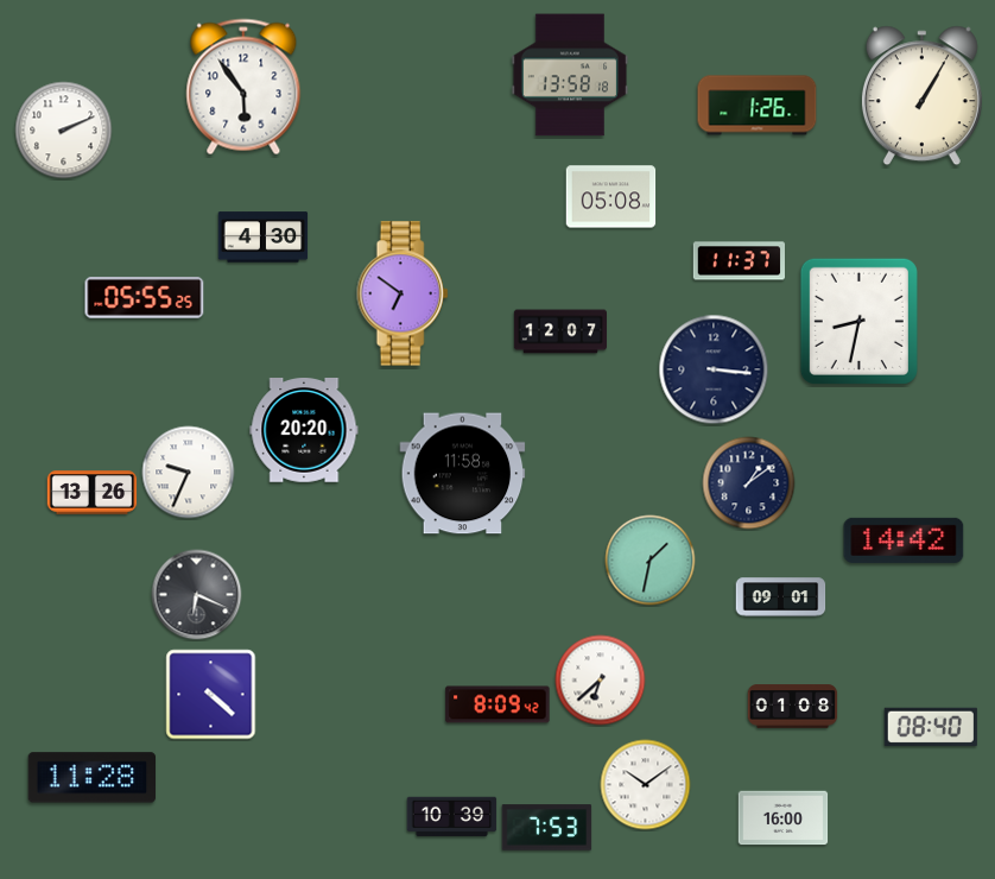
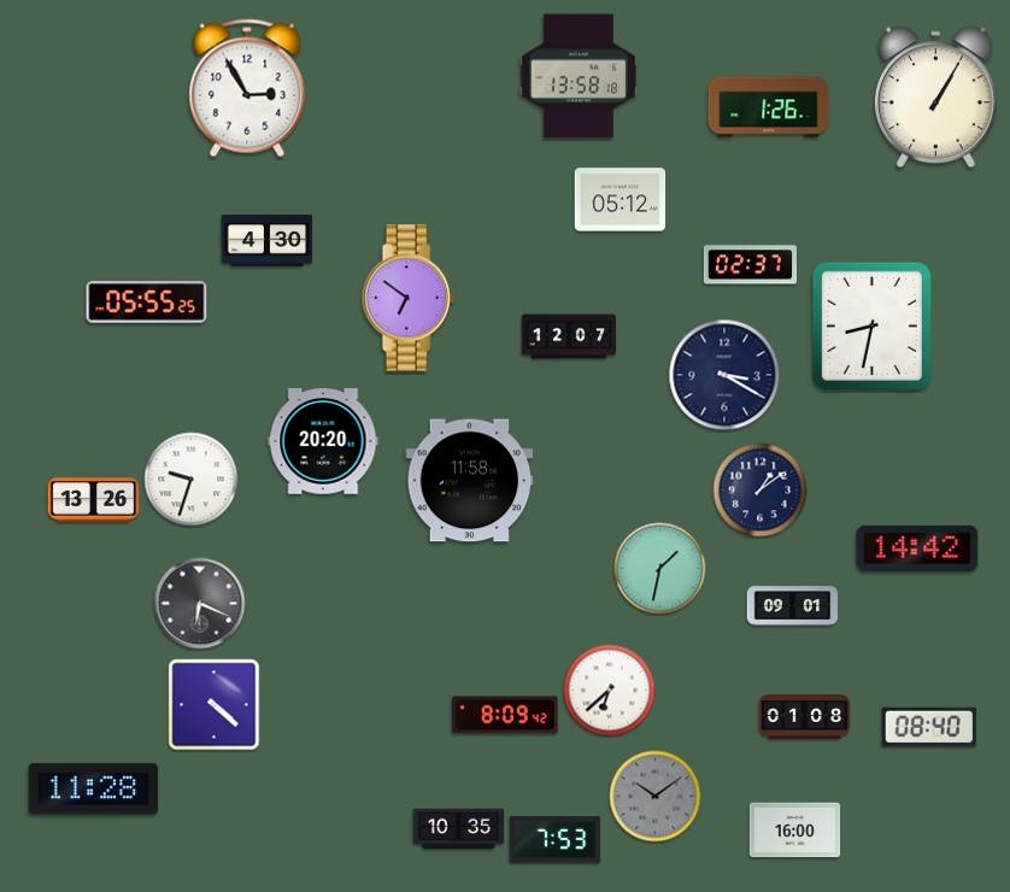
clock at (243, 87): 5:54 -> 2:55
clock at (64, 131): 2:11 -> none
clock at (611, 197): 05:08 -> 05:12
clock at (739, 261): 11:37 -> 02:37
clock at (714, 369): 3:16 -> 3:20
clock at (304, 431) position: (304, 431) -> (323, 442)
clock at (189, 473): 9:34 -> 9:33
clock at (931, 727) position: (931, 727) -> (929, 727)
clock at (646, 785) dial: white -> grey
clock at (452, 817): 10:39 -> 10:35
